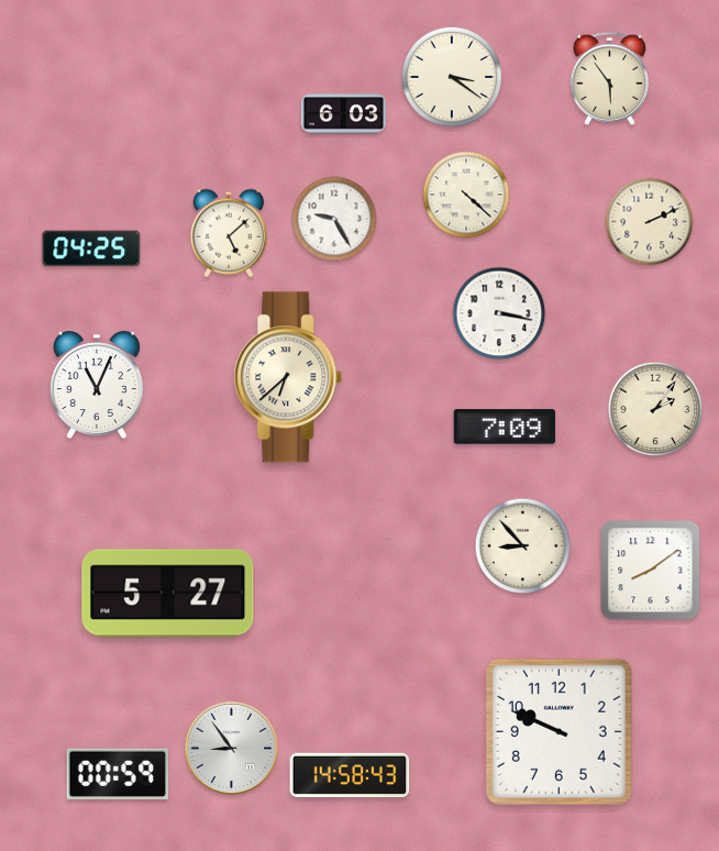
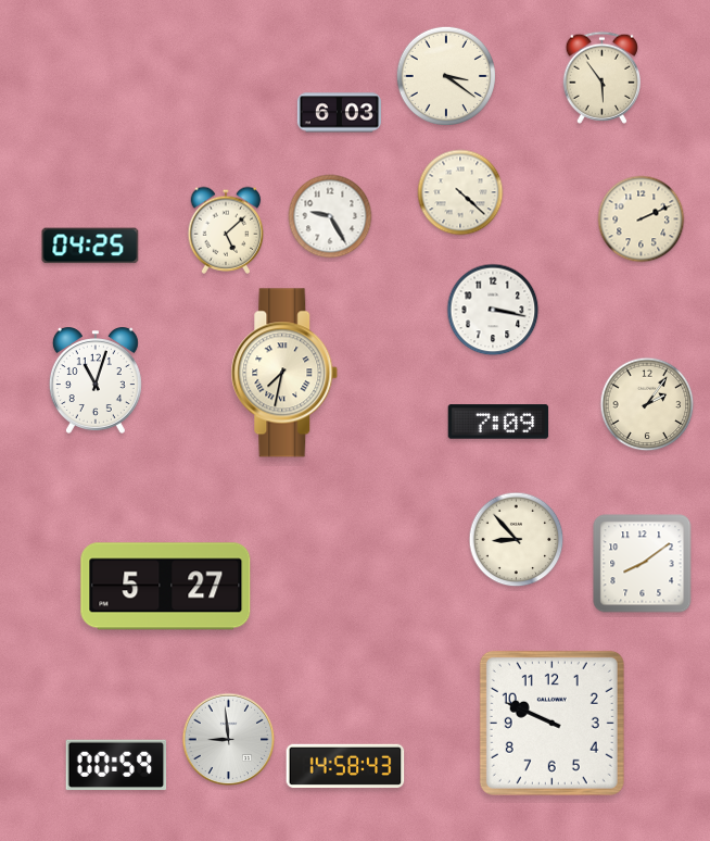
clock at (288, 377): 6:38 -> 7:32
clock at (97, 385): 11:04 -> 11:03
clock at (232, 749): 8:54 -> 8:59
